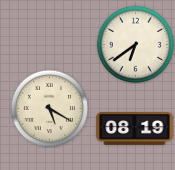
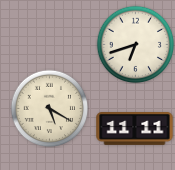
clock at (135, 44): 6:39 -> 6:42
clock at (135, 129): 08:19 -> 11:11
